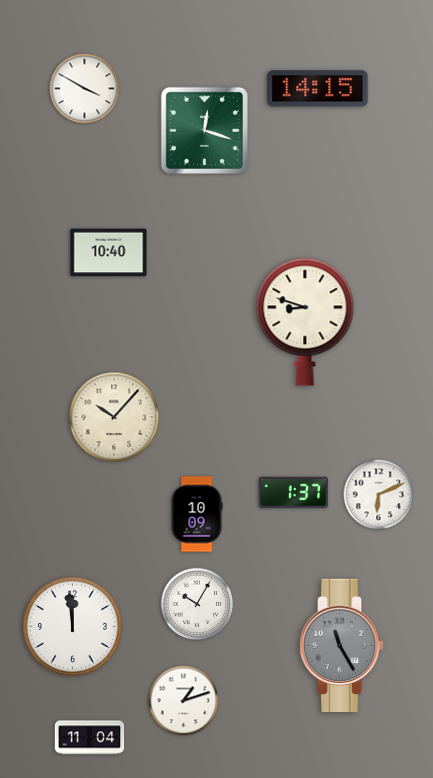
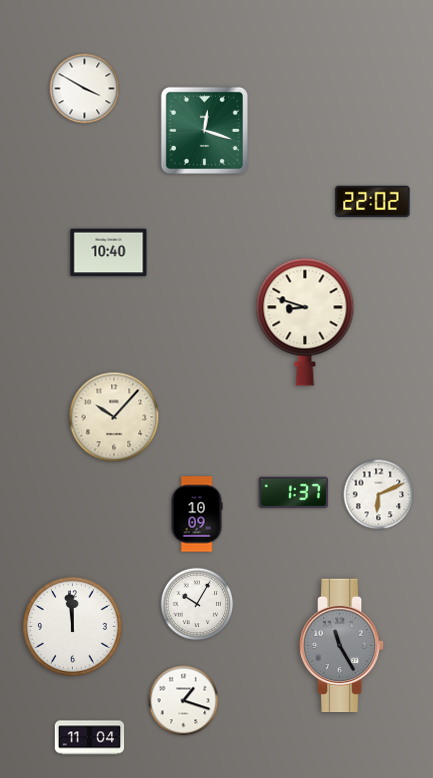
clock at (318, 89): 14:15 -> none
clock at (373, 202): none -> 22:02
clock at (184, 701): 1:12 -> 1:18
